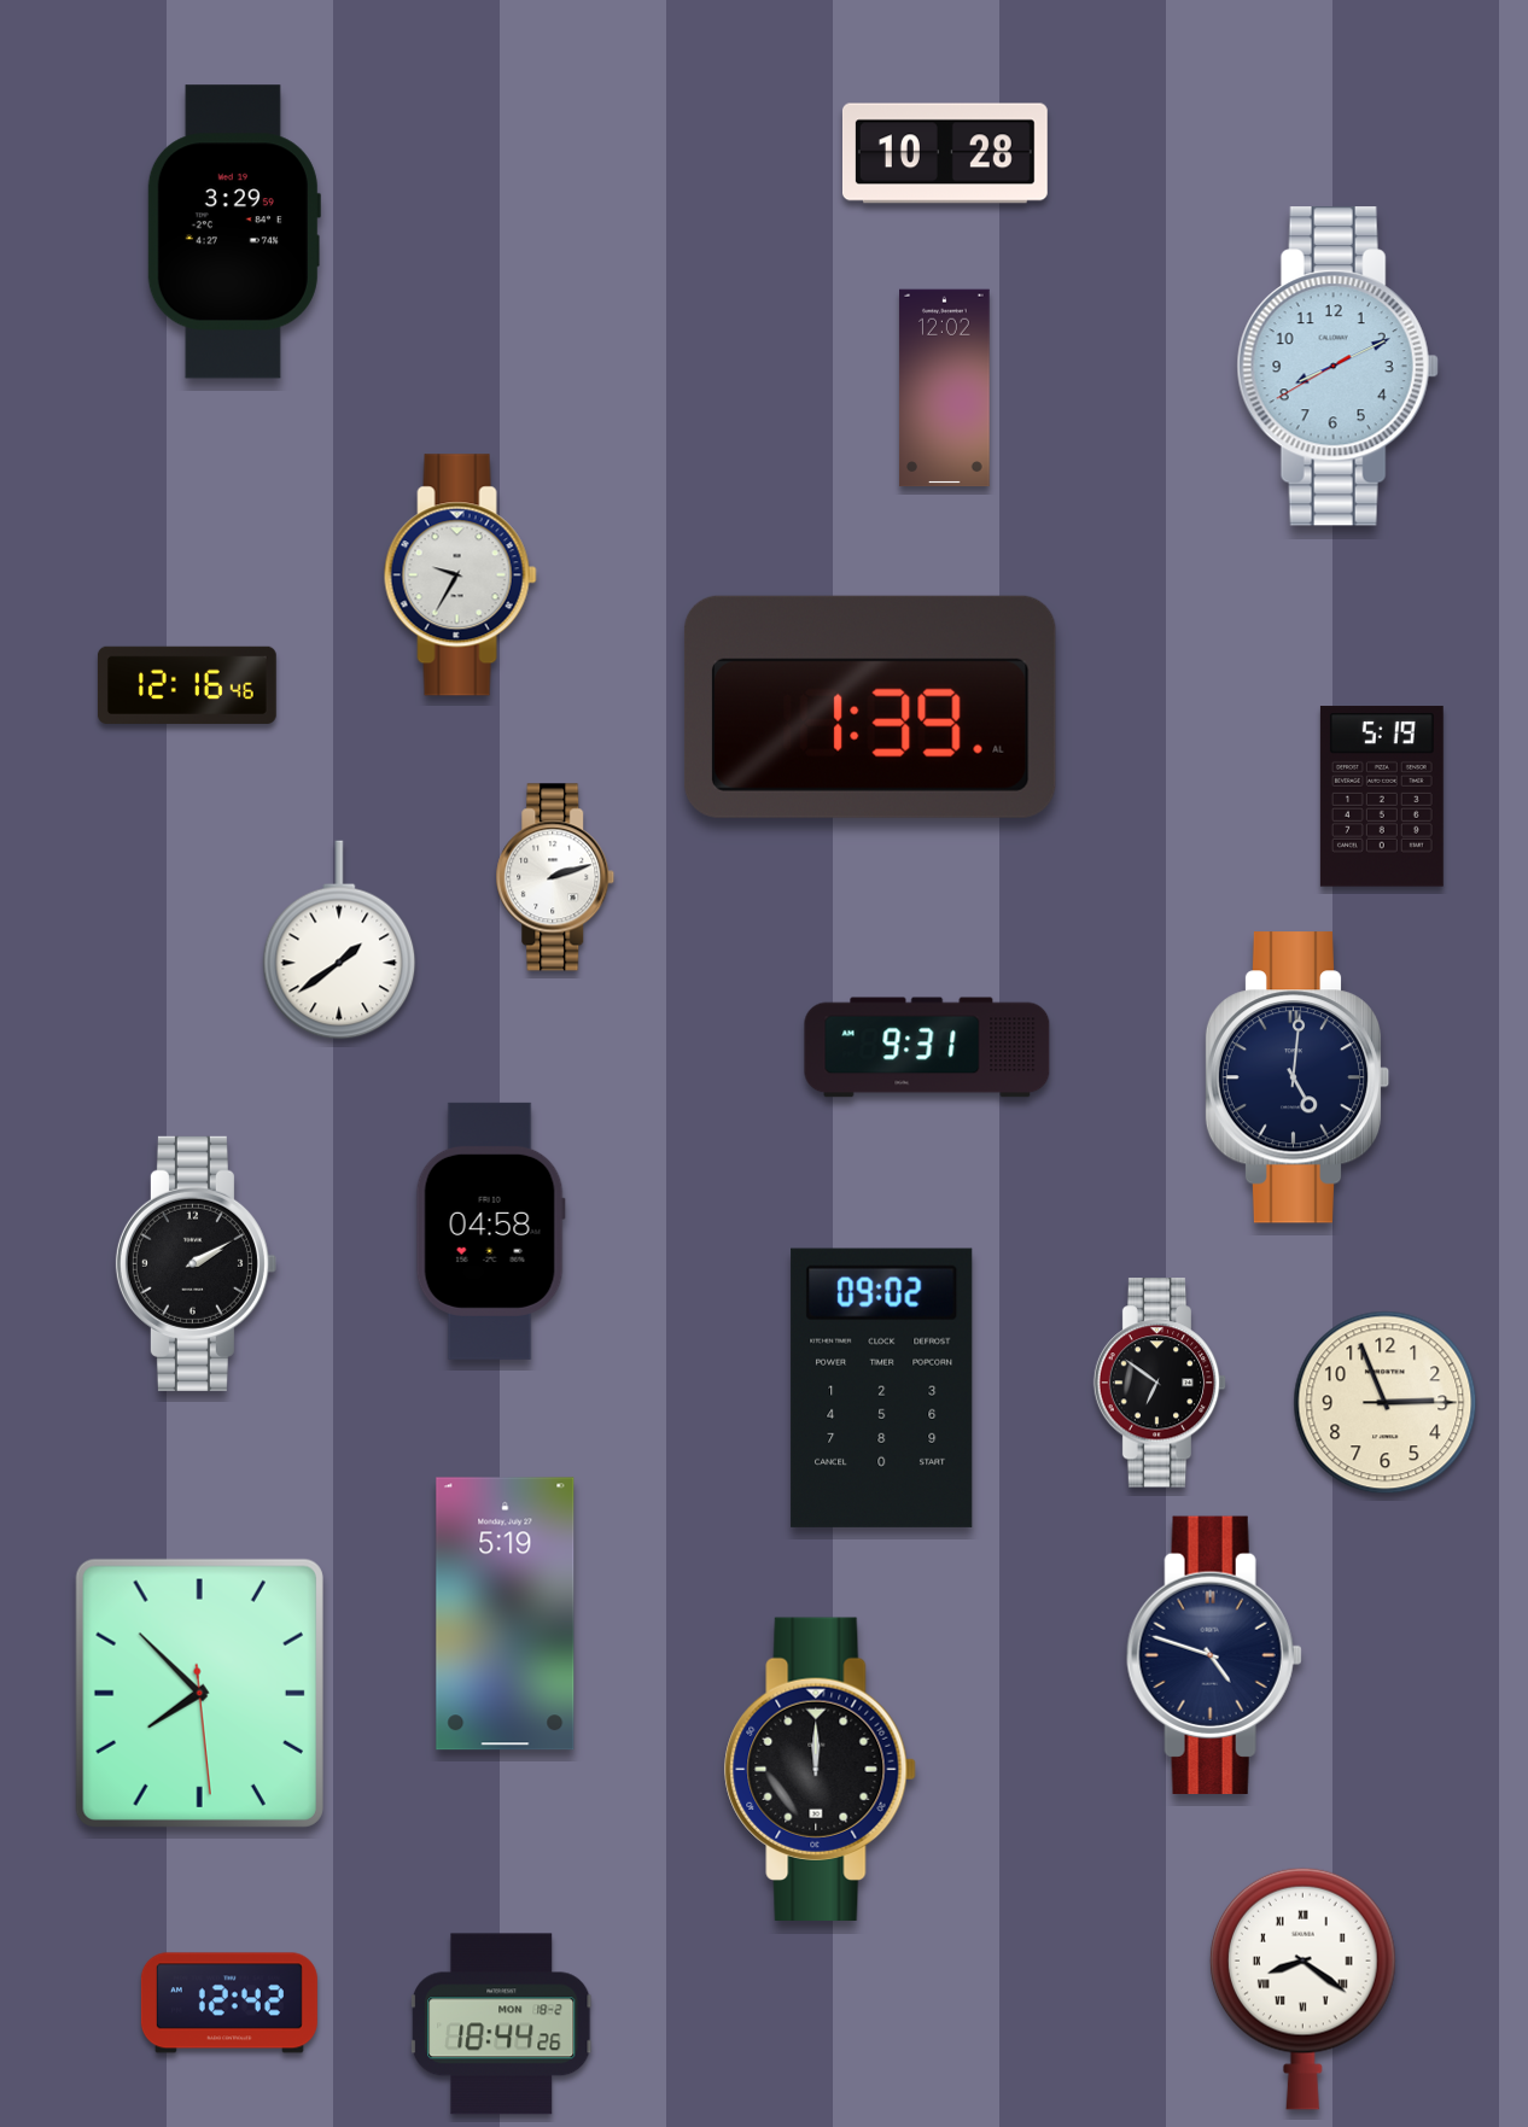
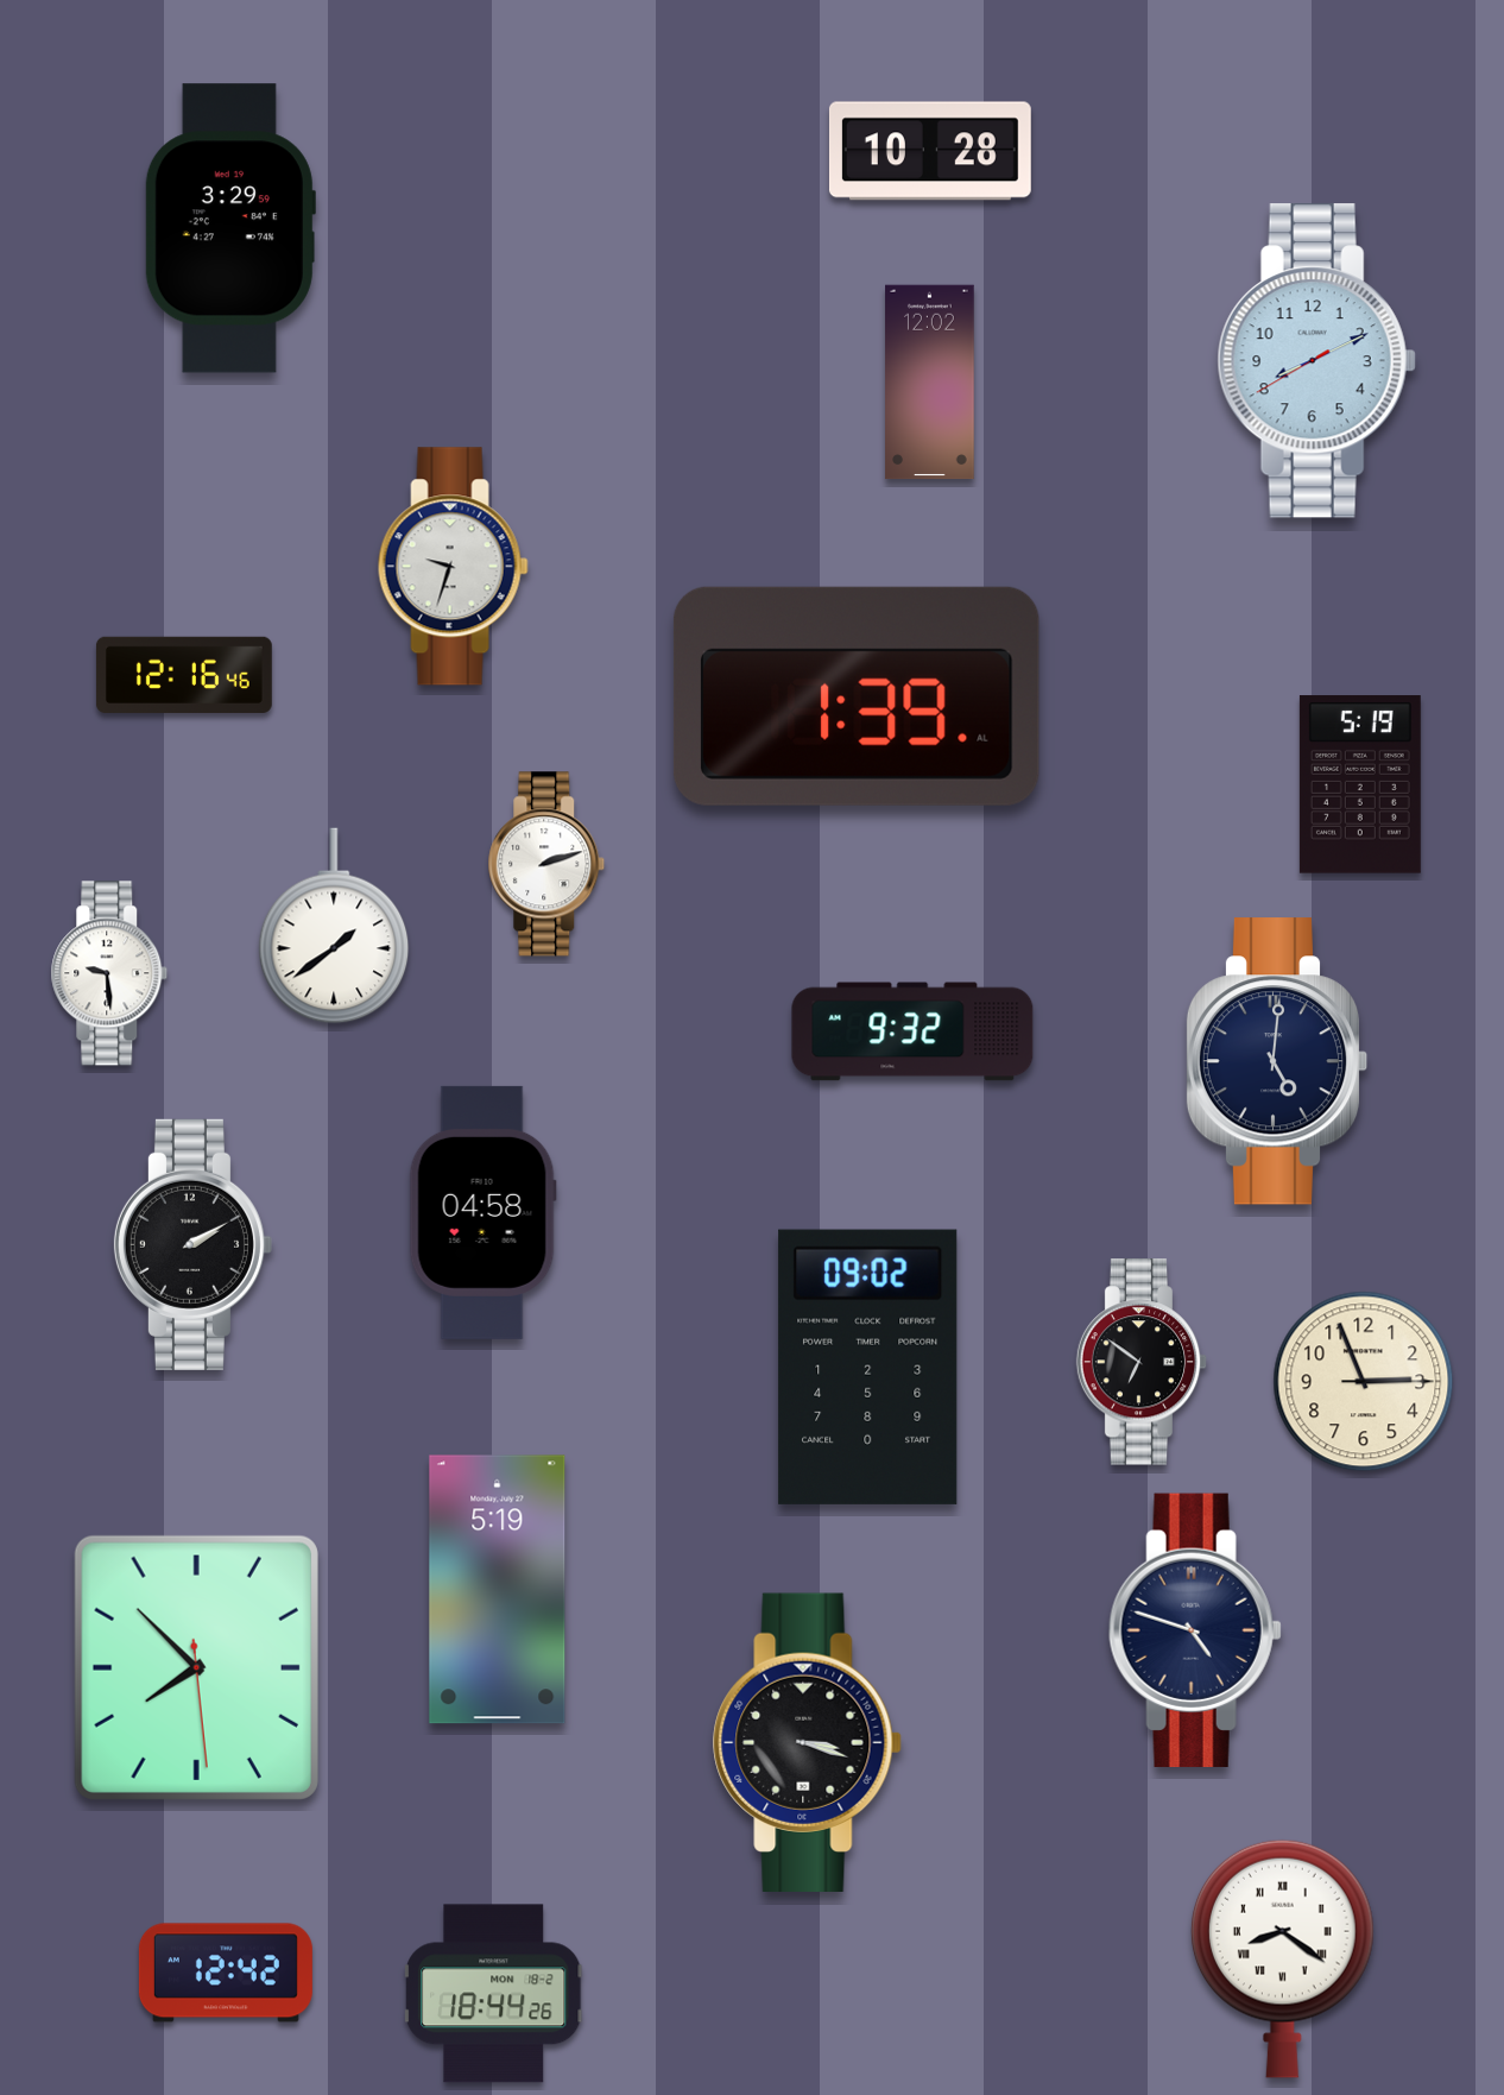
clock at (460, 575): 9:35 -> 9:33
clock at (109, 973): none -> 9:29
clock at (927, 1047): 9:31 -> 9:32
clock at (821, 1769): 12:00 -> 3:18
